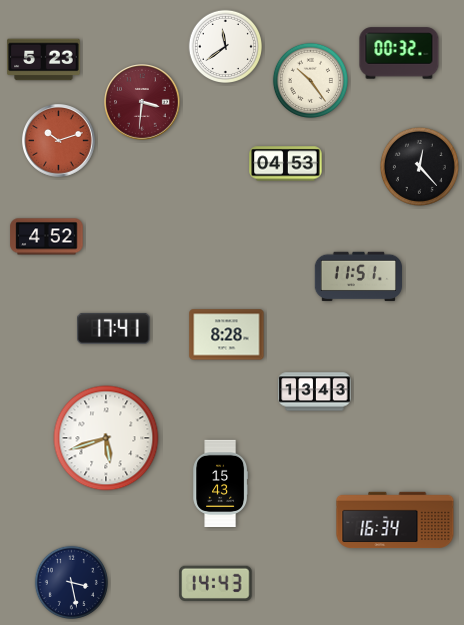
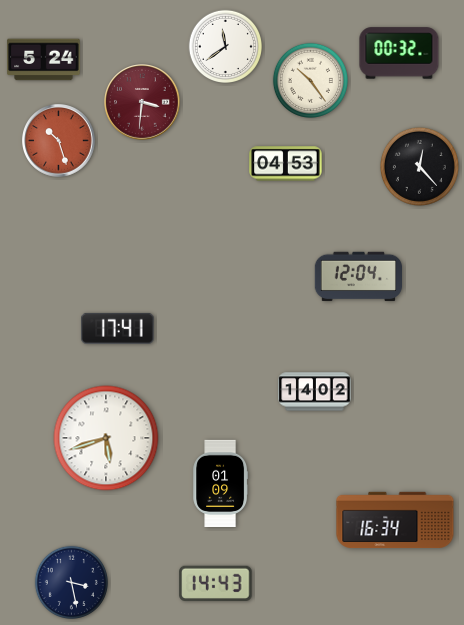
clock at (44, 60): 5:23 -> 5:24
clock at (59, 141): 10:12 -> 10:27
clock at (47, 237): 4:52 -> none
clock at (358, 277): 11:51 -> 12:04
clock at (114, 328) position: (114, 328) -> (118, 328)
clock at (227, 335): 8:28 -> none
clock at (315, 392): 13:43 -> 14:02
clock at (220, 483): 15:43 -> 01:09
